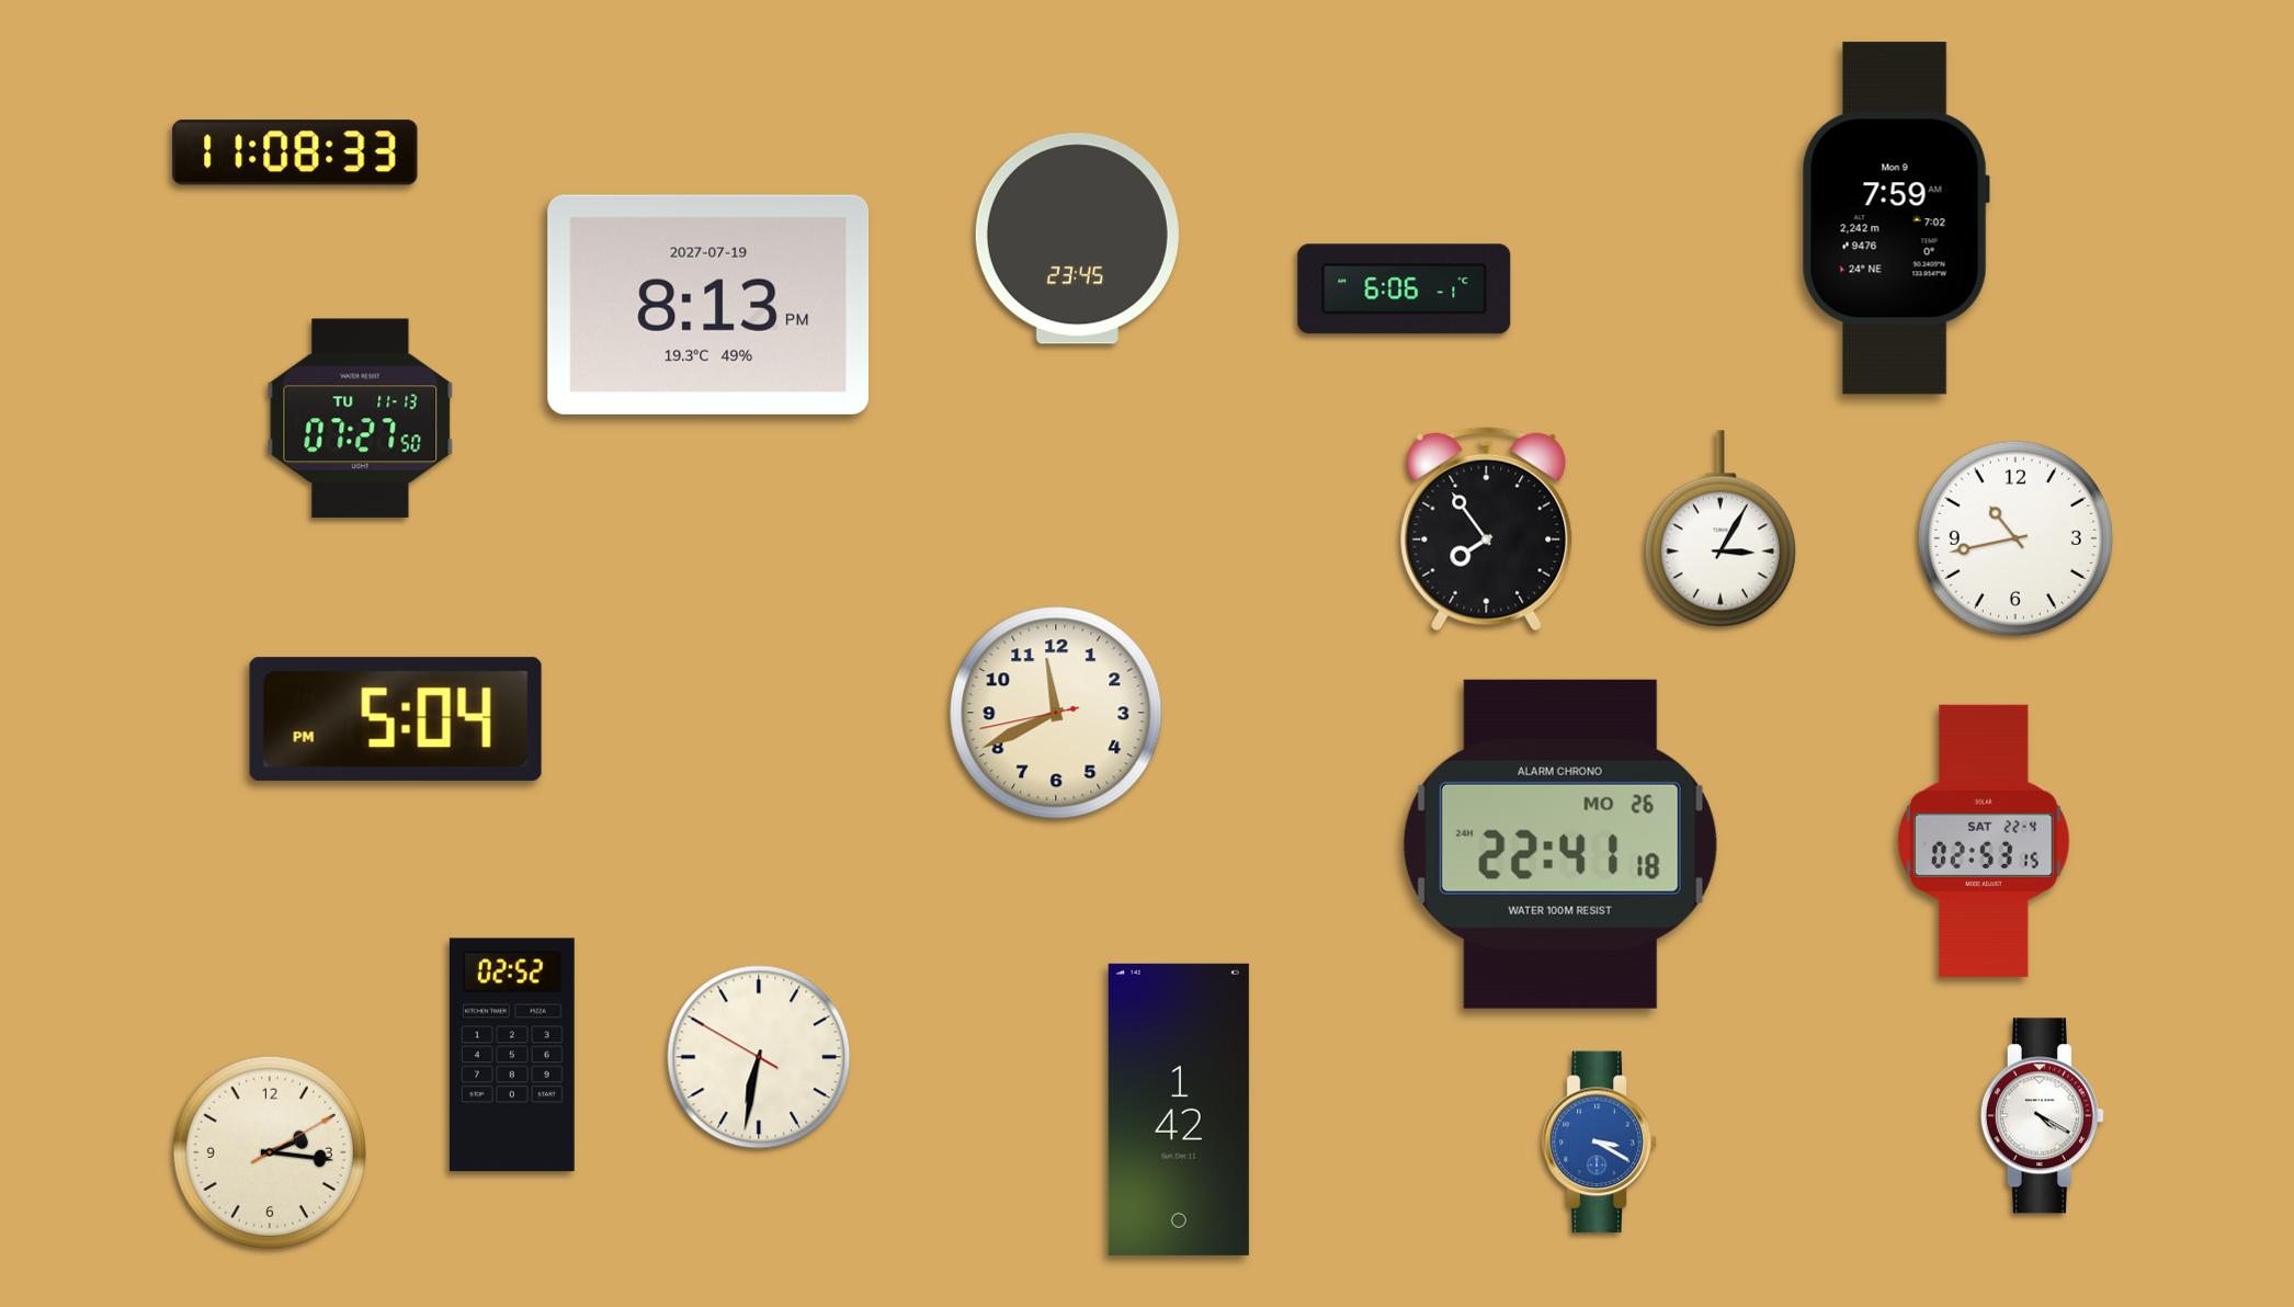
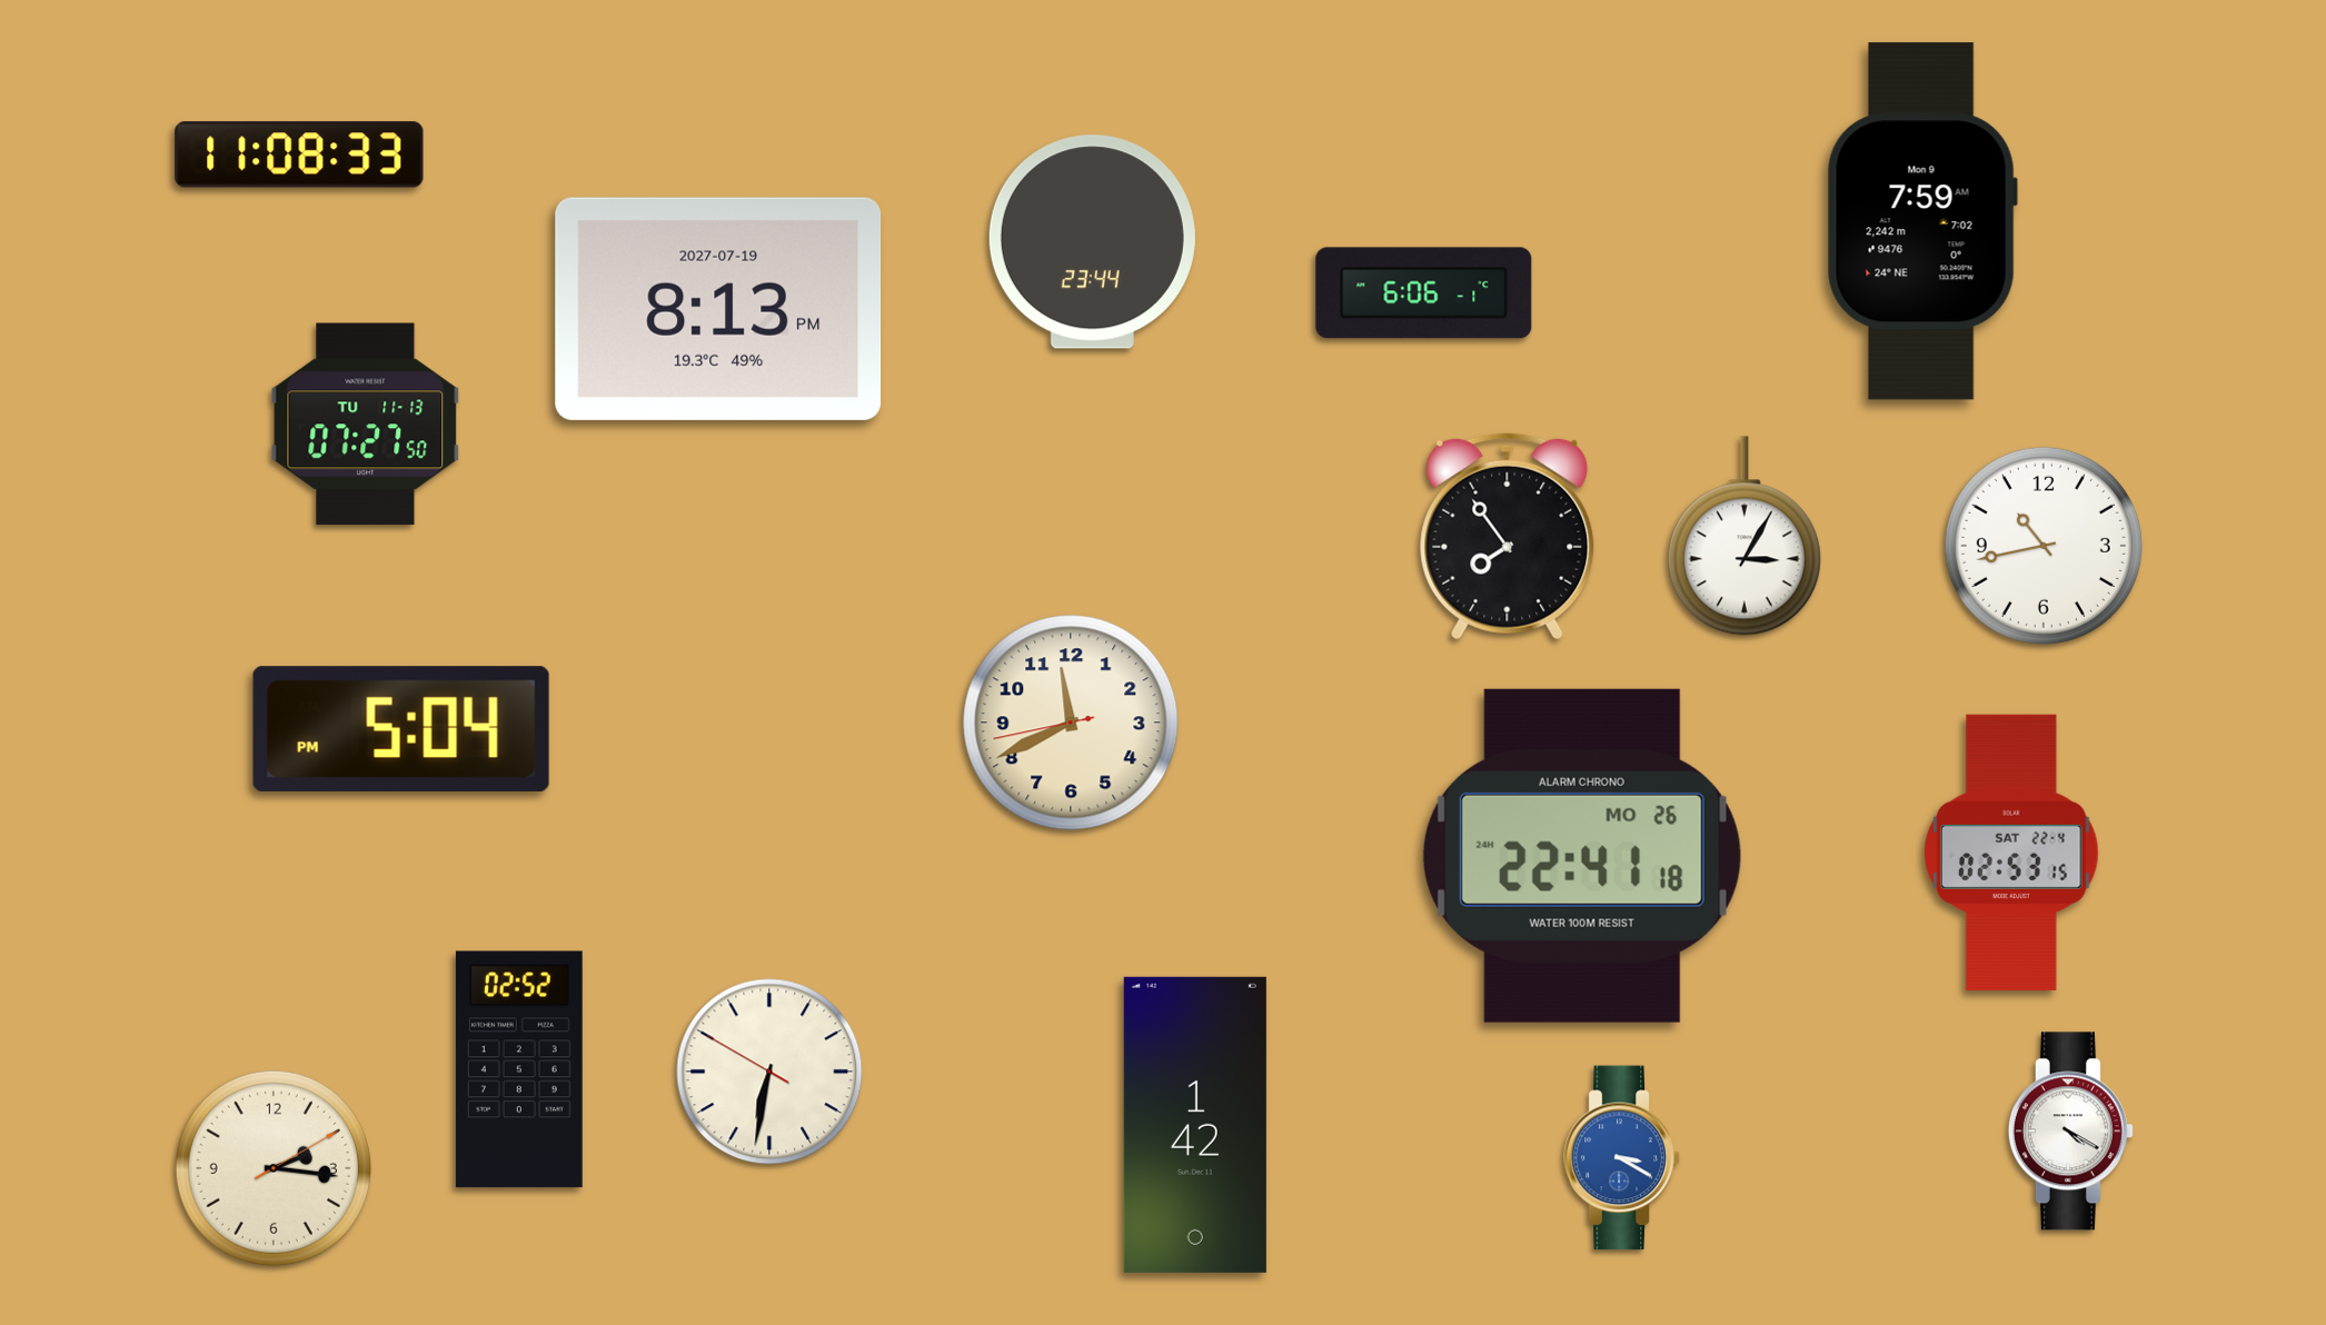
clock at (1077, 239): 23:45 -> 23:44
